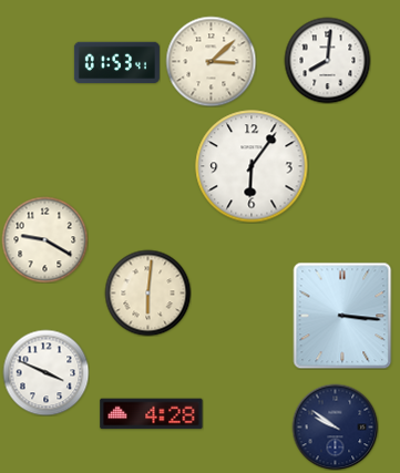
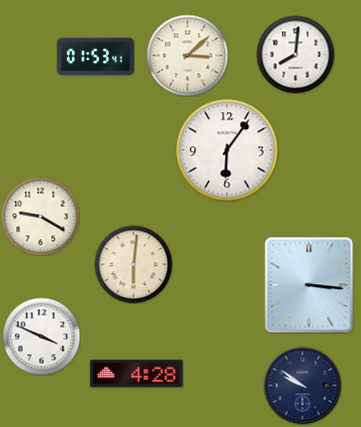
clock at (211, 61) position: (211, 61) -> (187, 55)
clock at (116, 63) position: (116, 63) -> (95, 57)
